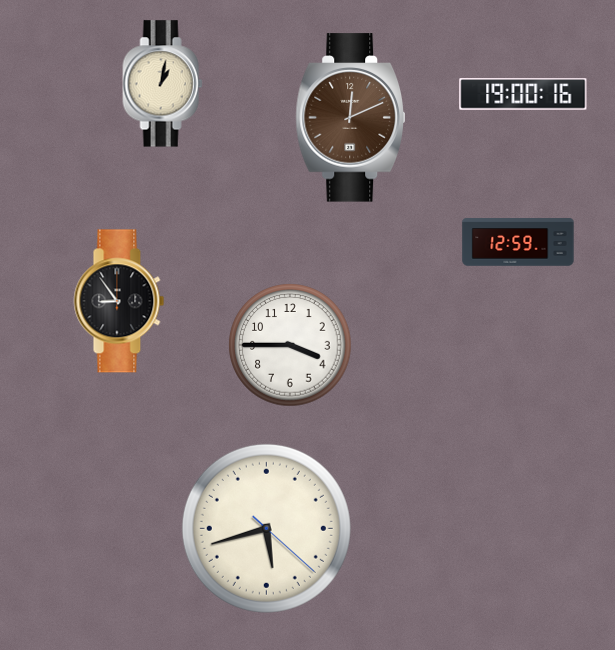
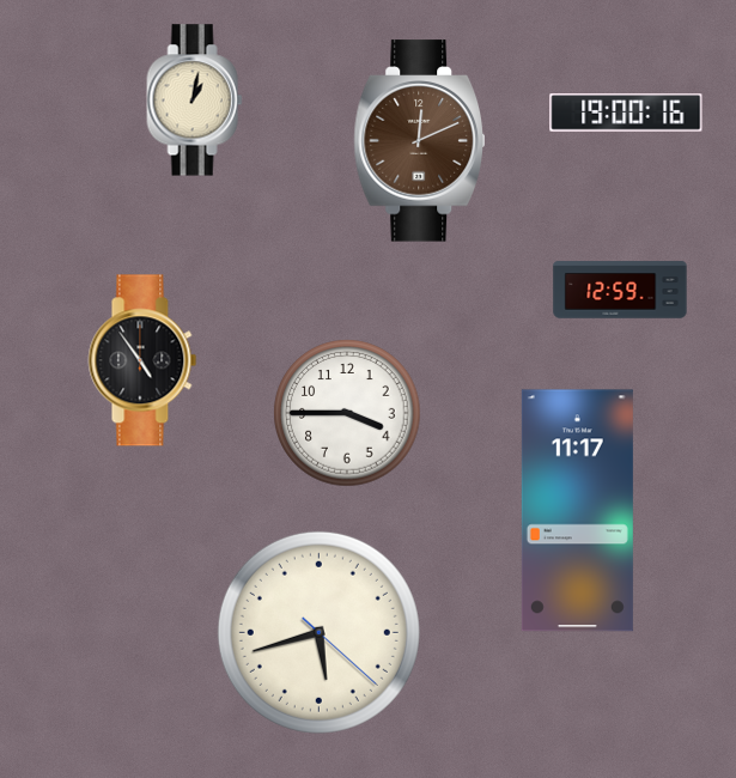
clock at (119, 301): 8:54 -> 4:54
clock at (577, 511): none -> 11:17
